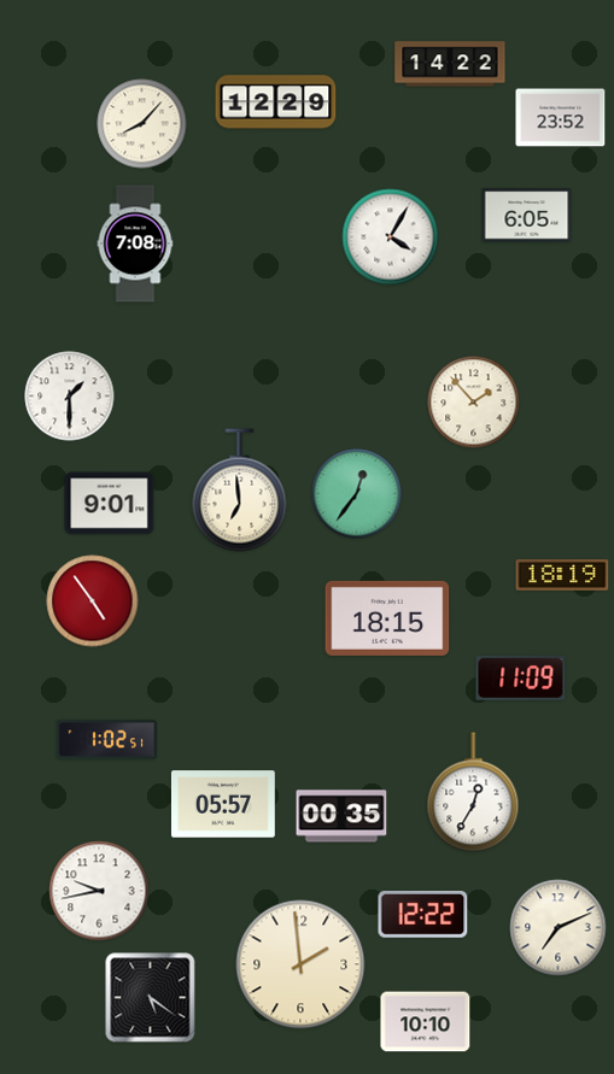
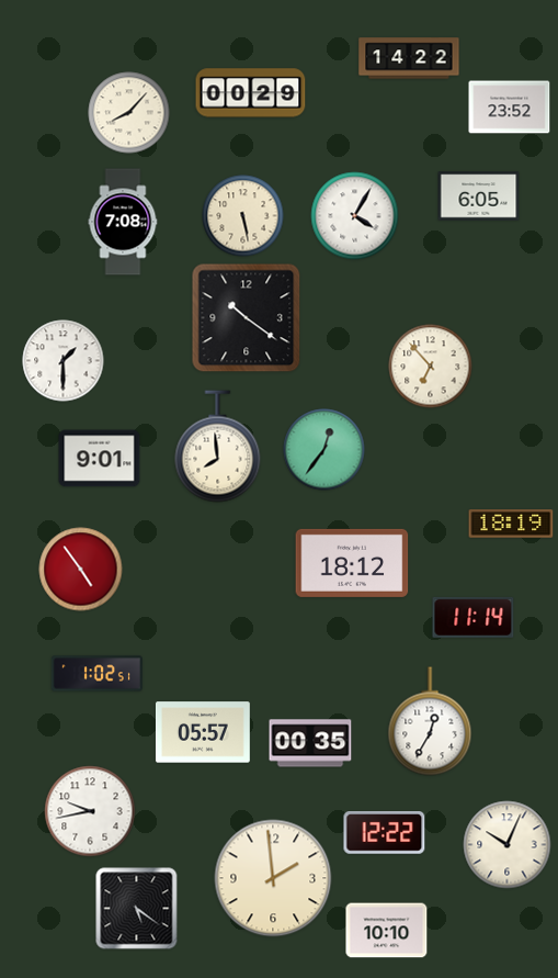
clock at (276, 102): 12:29 -> 00:29
clock at (243, 216): none -> 5:28
clock at (247, 318): none -> 10:21
clock at (474, 403): 1:53 -> 6:53
clock at (240, 491): 6:59 -> 7:59
clock at (93, 601) position: (93, 601) -> (81, 570)
clock at (387, 618): 18:15 -> 18:12
clock at (521, 677): 11:09 -> 11:14
clock at (559, 928): 7:11 -> 10:04
